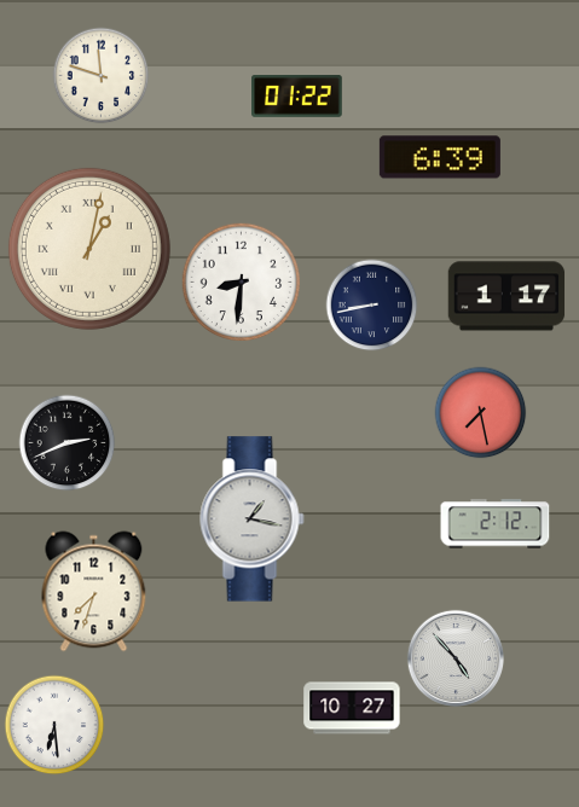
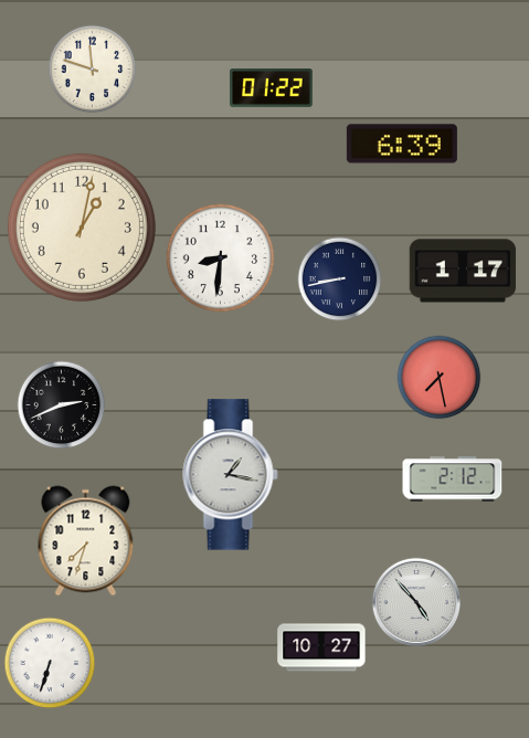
clock at (89, 249) numerals: Roman -> Arabic
clock at (54, 725): 6:29 -> 6:33
